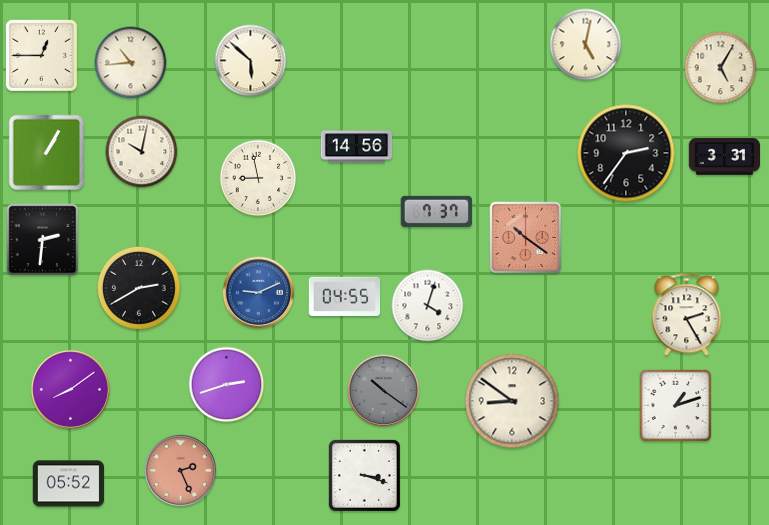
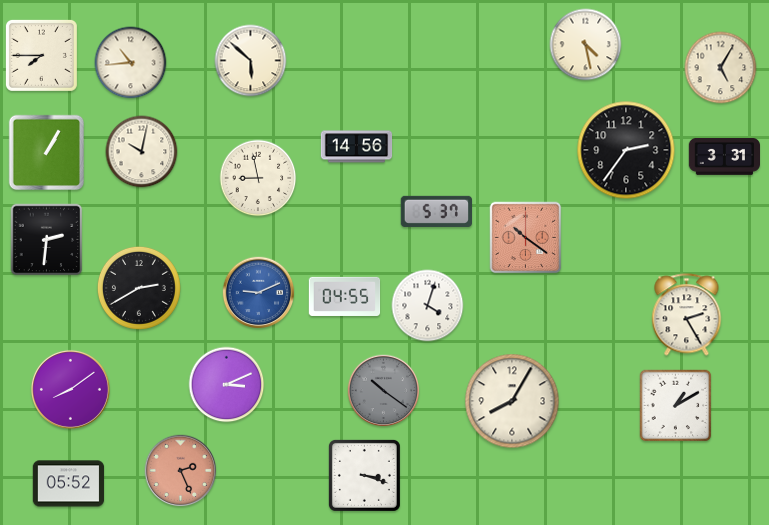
clock at (586, 45): 5:02 -> 4:28
clock at (41, 55): 12:45 -> 7:45
clock at (626, 153) position: (626, 153) -> (626, 150)
clock at (436, 211): 7:37 -> 5:37
clock at (43, 240) position: (43, 240) -> (47, 240)
clock at (227, 385): 2:42 -> 3:11
clock at (512, 401): 8:51 -> 8:05
clock at (676, 406): 1:12 -> 1:10
